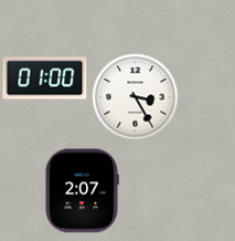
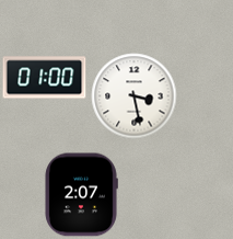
clock at (136, 97): 3:25 -> 3:28
clock at (82, 191) position: (82, 191) -> (81, 195)
